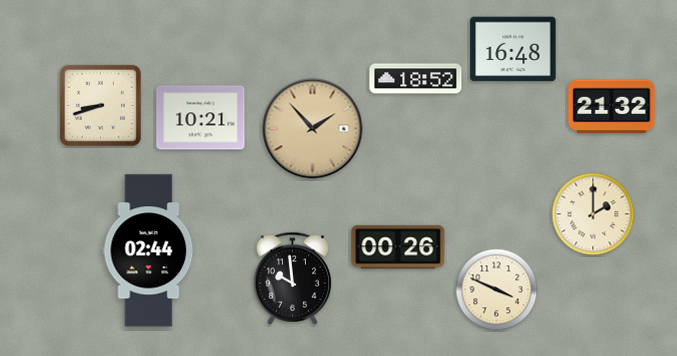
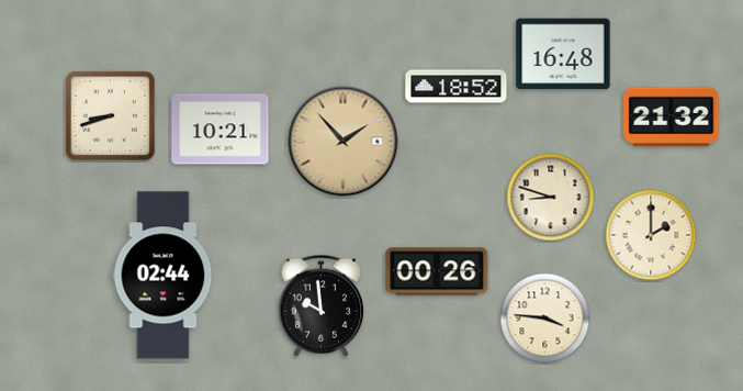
clock at (551, 198): none -> 8:48
clock at (497, 290): 3:49 -> 3:46
